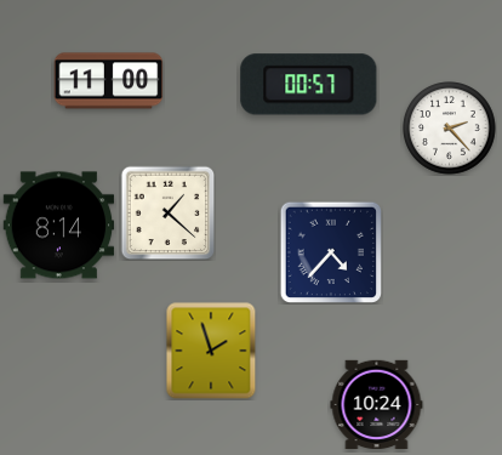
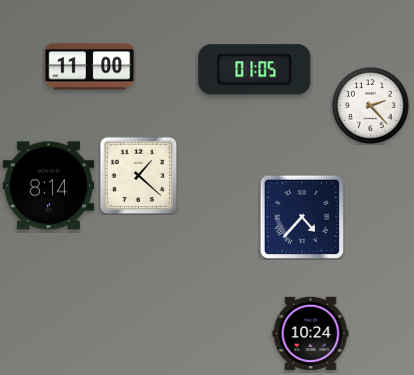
clock at (309, 85): 00:57 -> 01:05
clock at (330, 251) position: (330, 251) -> (301, 216)
clock at (211, 351): 1:57 -> none
